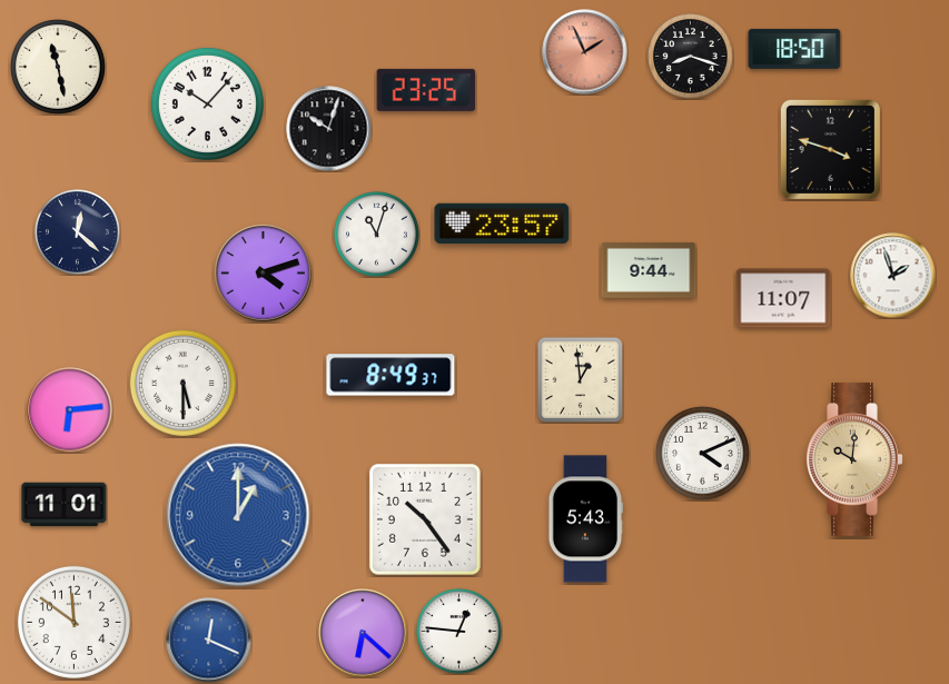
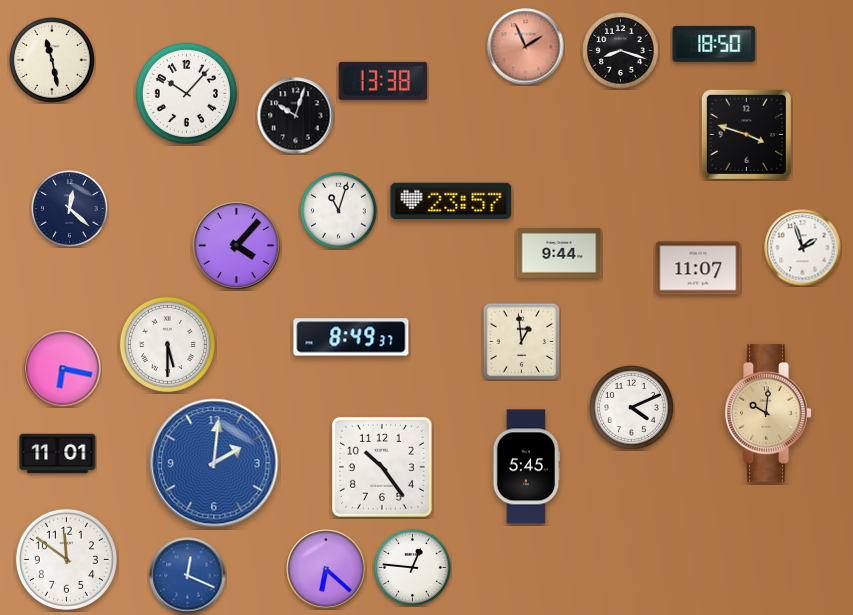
clock at (426, 90): 23:25 -> 13:38
clock at (649, 270) position: (649, 270) -> (559, 253)
clock at (263, 272): 4:12 -> 4:07
clock at (783, 298) position: (783, 298) -> (698, 268)
clock at (182, 383) position: (182, 383) -> (167, 344)
clock at (70, 410): 6:14 -> 6:17
clock at (238, 515): 1:00 -> 2:01
clock at (586, 519): 5:43 -> 5:45
